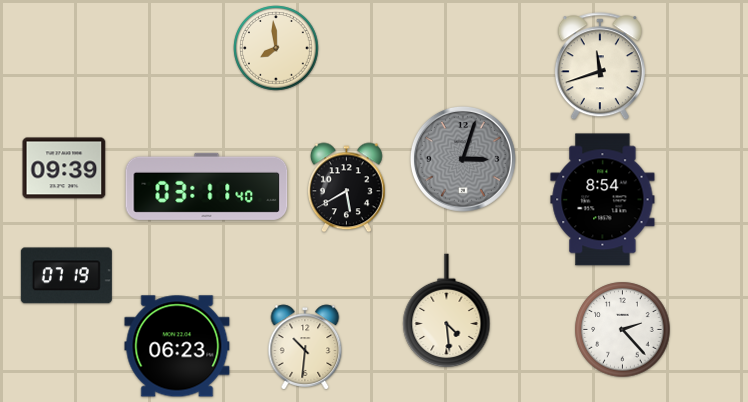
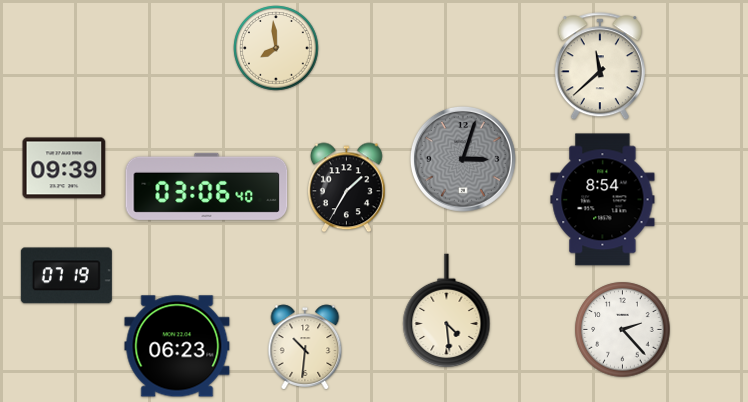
clock at (600, 67): 11:42 -> 11:38
clock at (207, 186): 03:11 -> 03:06
clock at (346, 188): 5:40 -> 1:35
